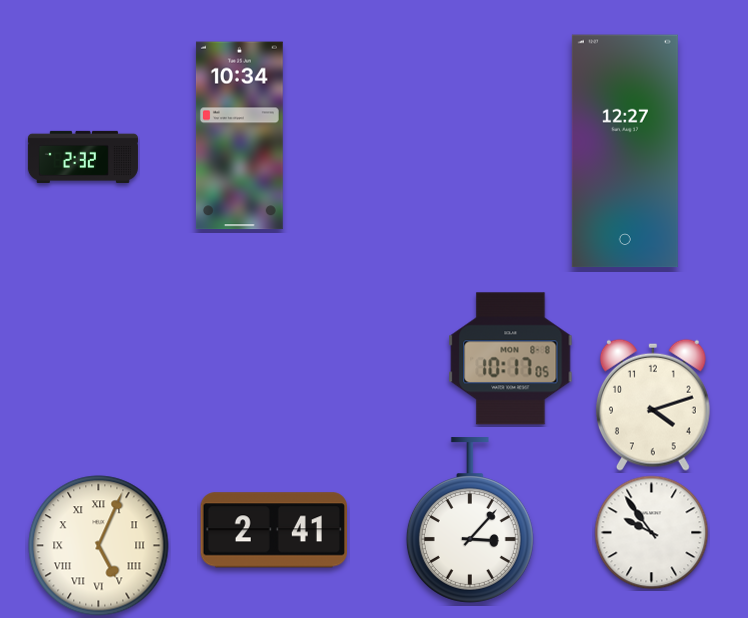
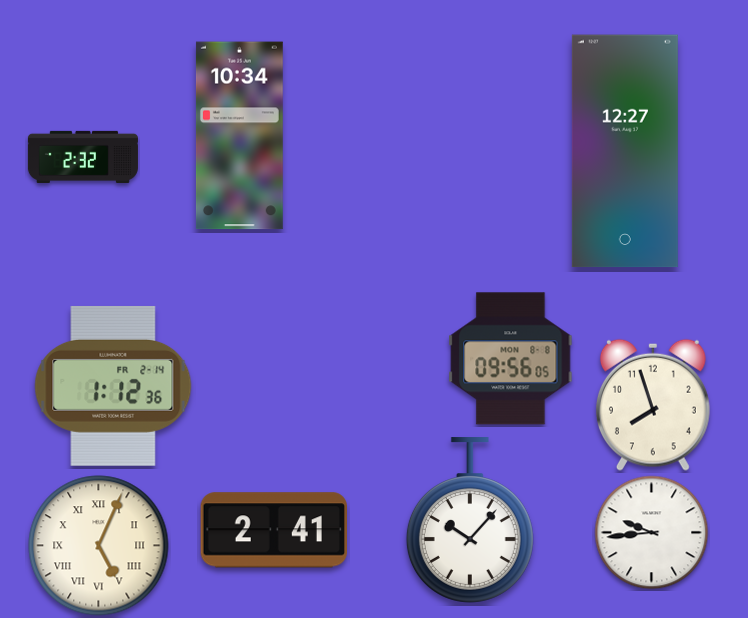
clock at (511, 359): 10:17 -> 09:56
clock at (113, 386): none -> 1:12
clock at (653, 405): 4:12 -> 7:57
clock at (470, 520): 3:07 -> 10:07
clock at (652, 533): 9:54 -> 9:44
